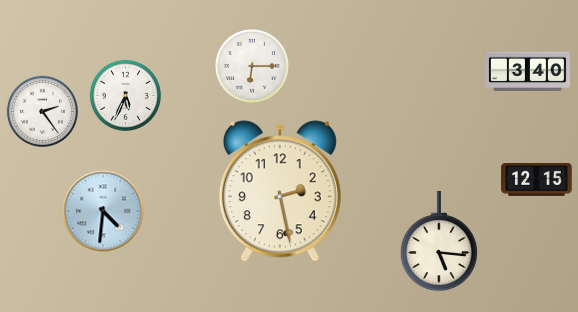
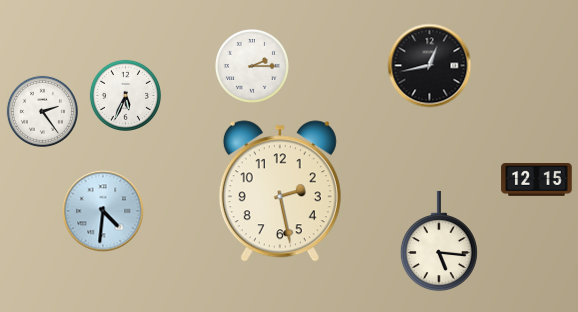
clock at (252, 66): 6:15 -> 2:15
clock at (430, 66): none -> 12:43
clock at (528, 71): 3:40 -> none
